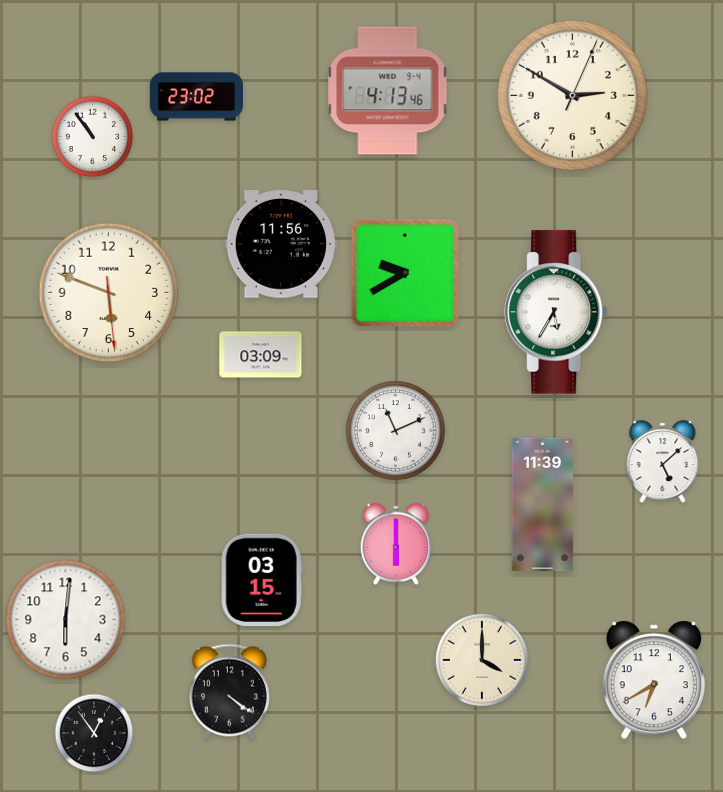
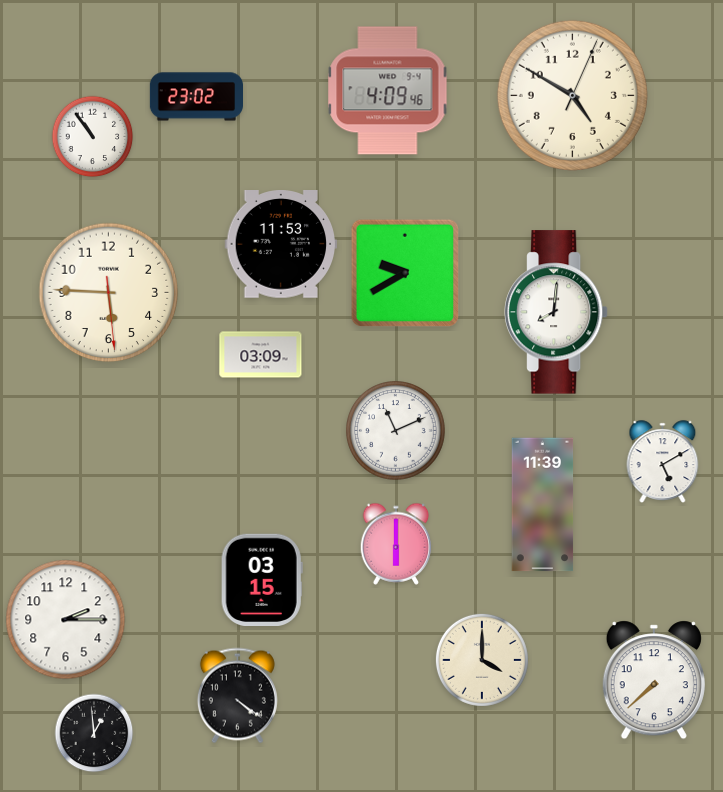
clock at (388, 91): 4:13 -> 4:09
clock at (572, 95): 2:50 -> 4:50
clock at (281, 245): 11:56 -> 11:53
clock at (109, 293): 5:48 -> 5:45
clock at (556, 312): 5:35 -> 8:01
clock at (663, 462): 5:08 -> 5:10
clock at (66, 620): 6:01 -> 2:15
clock at (654, 680): 6:40 -> 7:38
clock at (229, 692) position: (229, 692) -> (237, 696)
clock at (94, 733): 12:54 -> 12:59
